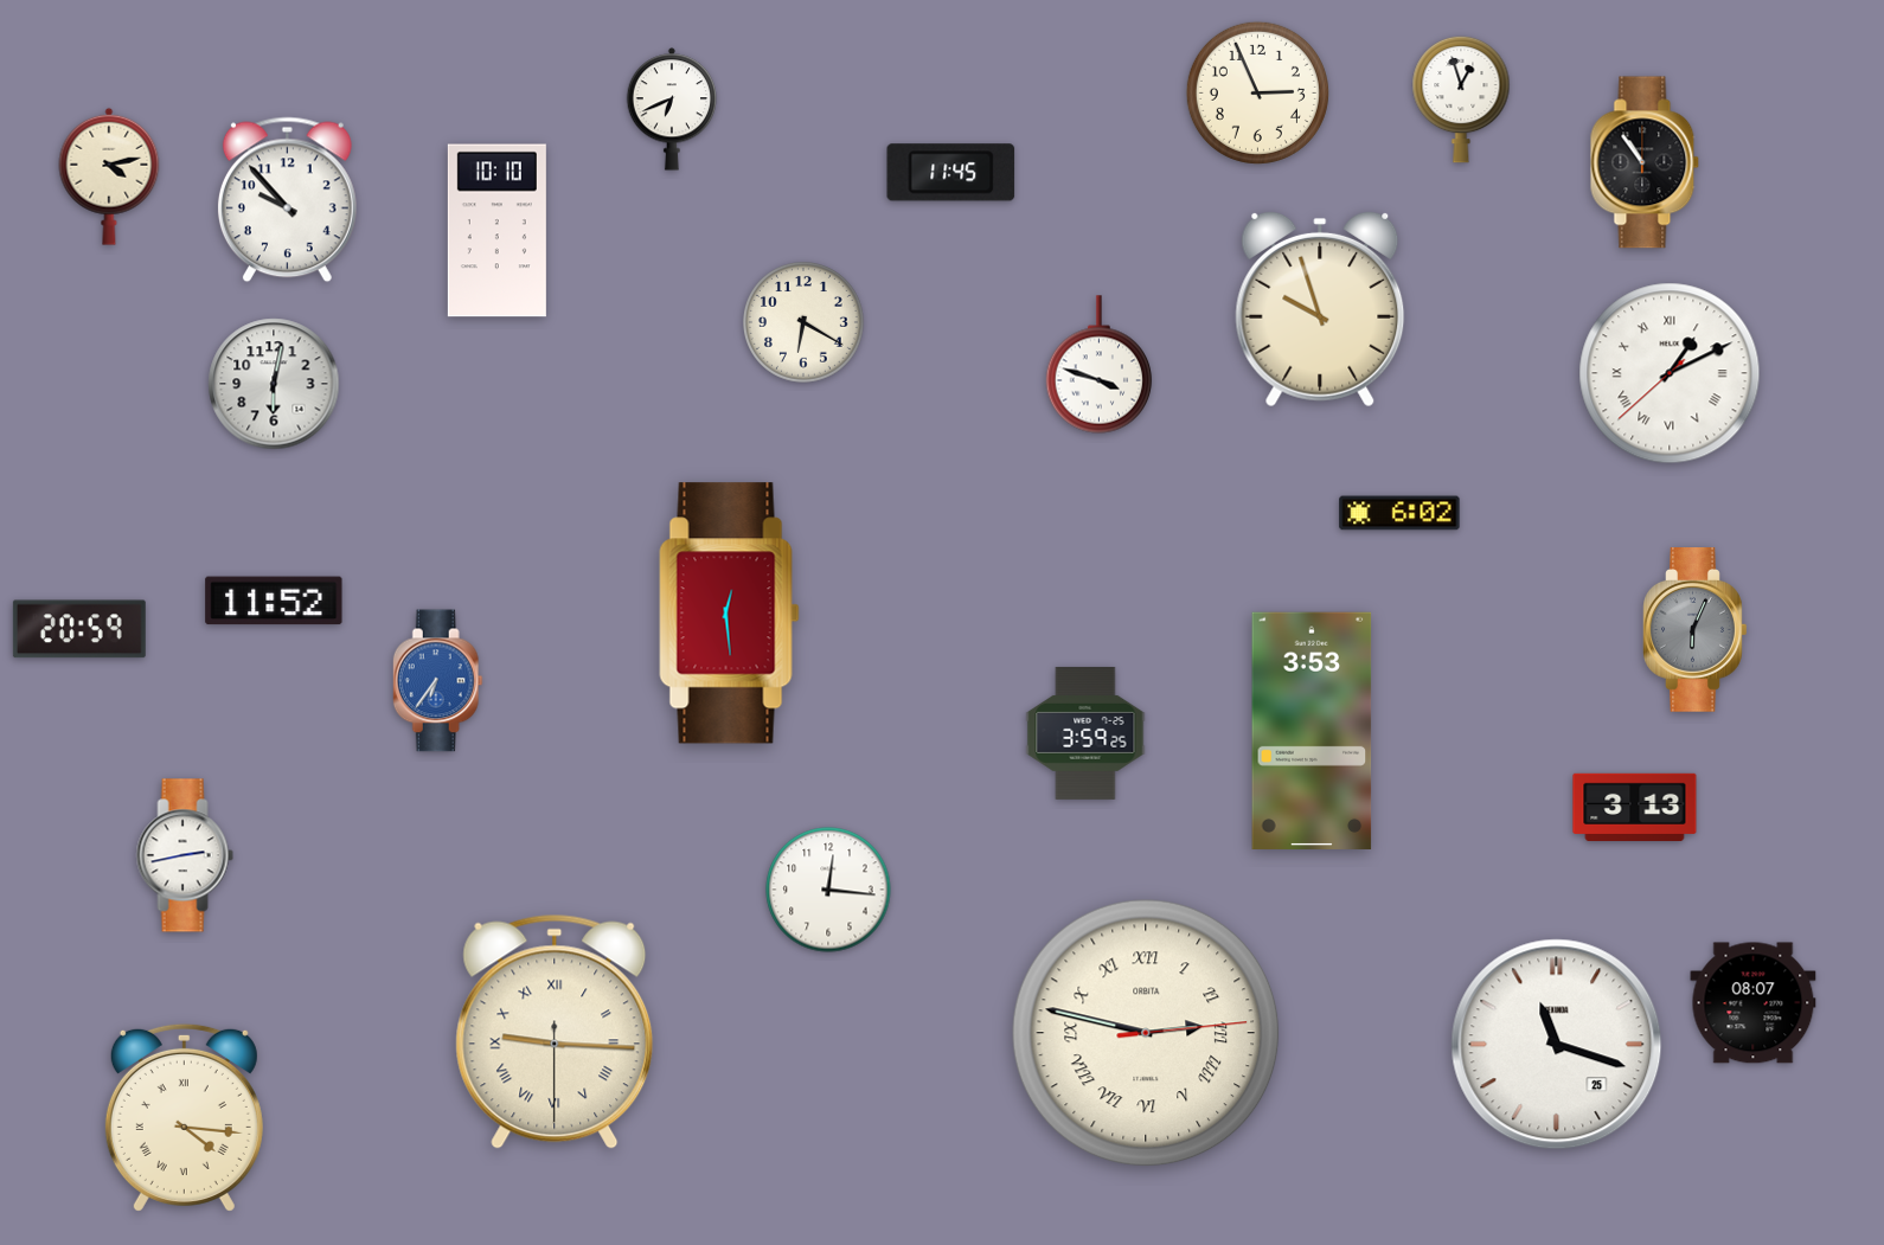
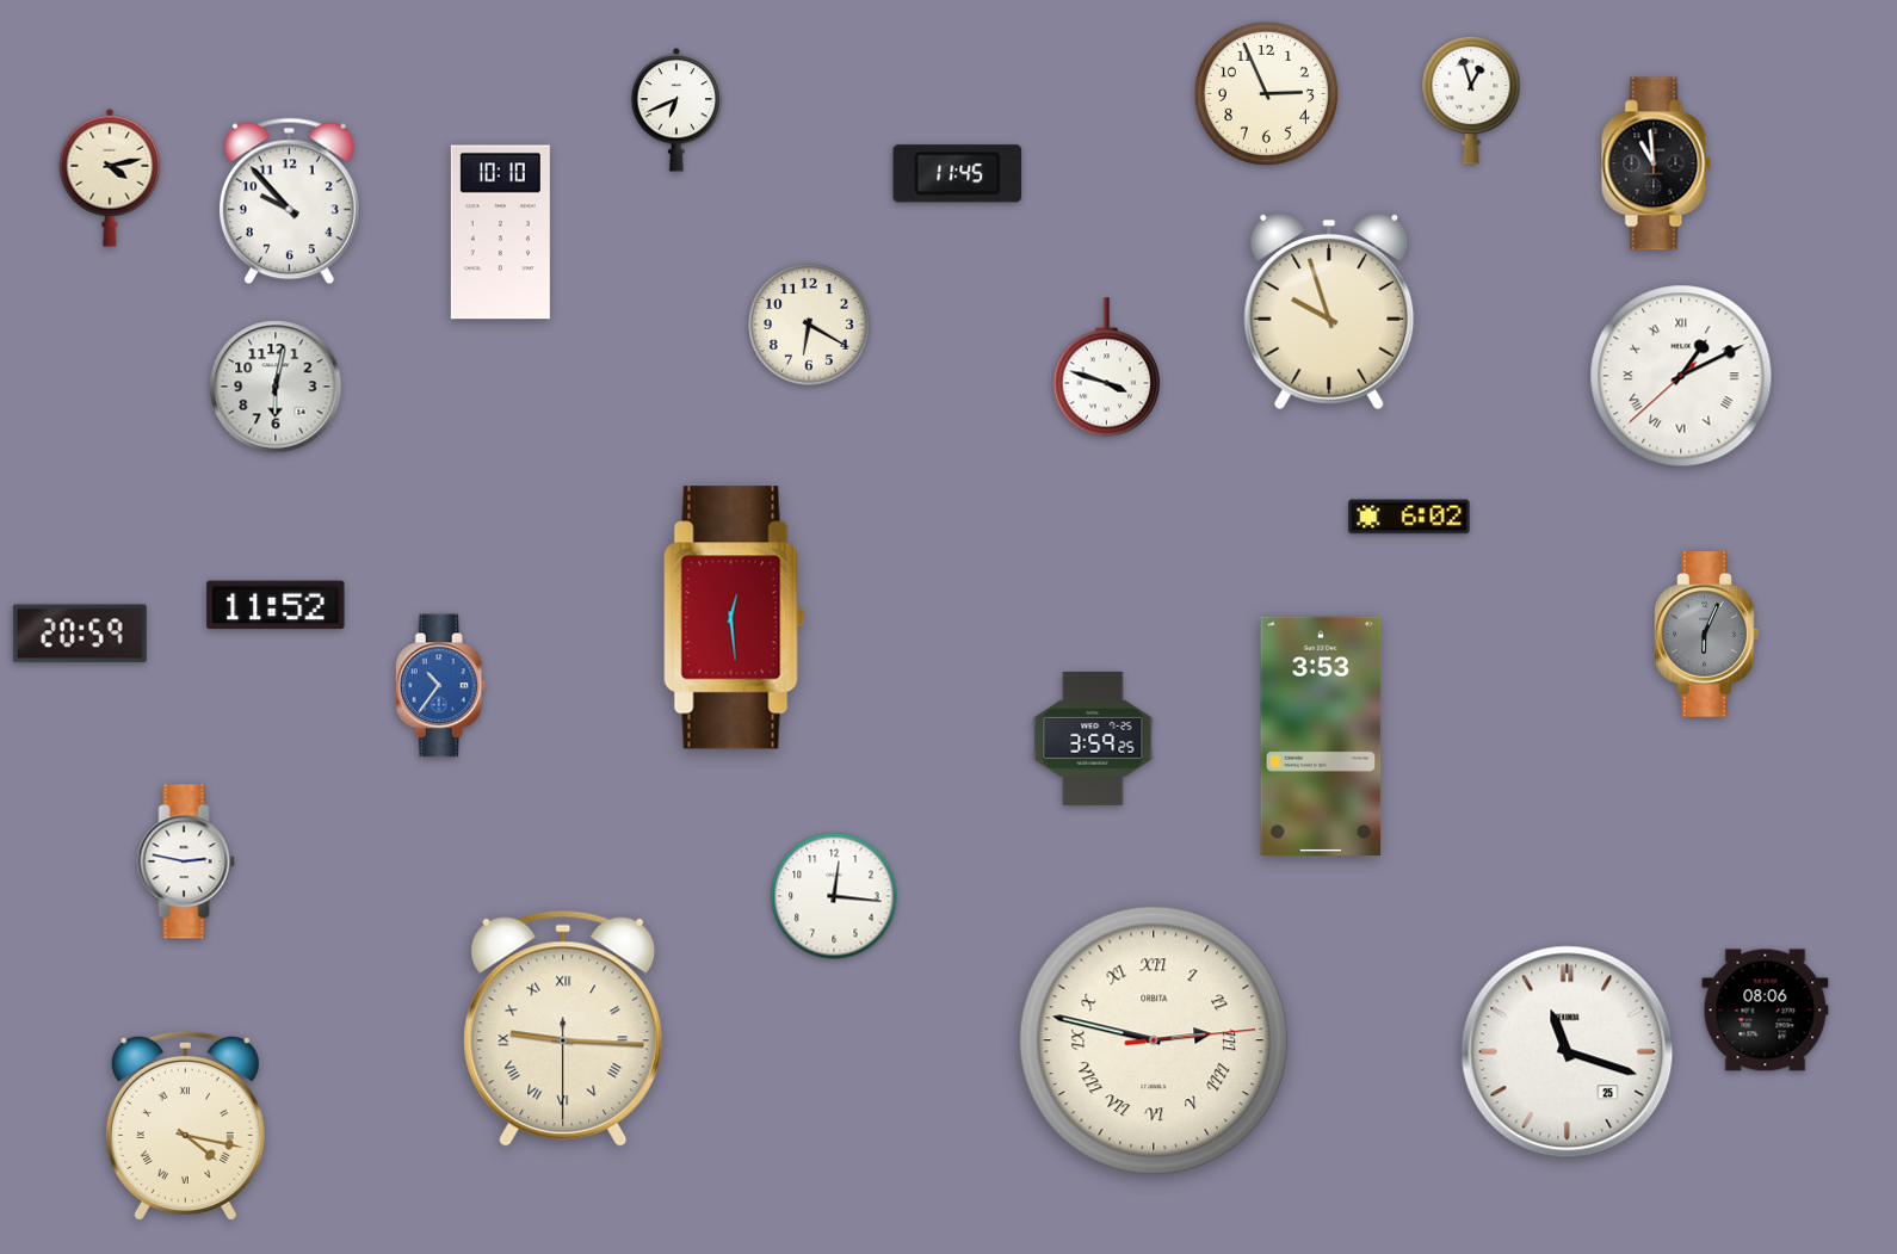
clock at (1645, 162): 10:54 -> 10:59
clock at (437, 681): 6:36 -> 10:36
clock at (1635, 807): 3:13 -> none
clock at (185, 855): 2:43 -> 2:47
clock at (1754, 1003): 08:07 -> 08:06
clock at (555, 1032) position: (555, 1032) -> (563, 1028)
clock at (184, 1117): 4:16 -> 4:17
